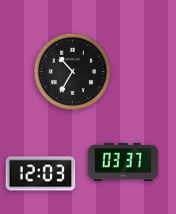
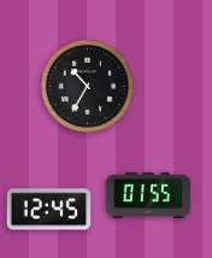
clock at (123, 162): 03:37 -> 01:55
clock at (41, 174): 12:03 -> 12:45
